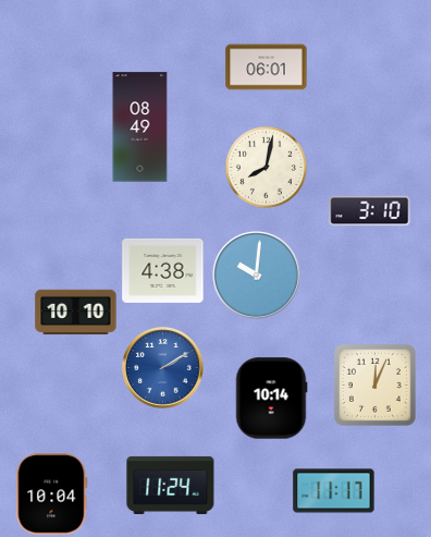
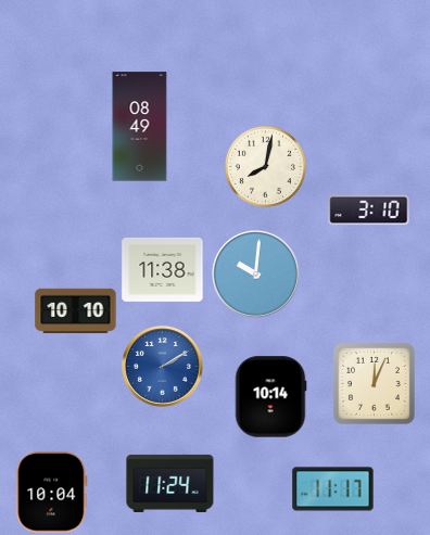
clock at (267, 68): 06:01 -> none
clock at (163, 270): 4:38 -> 11:38
